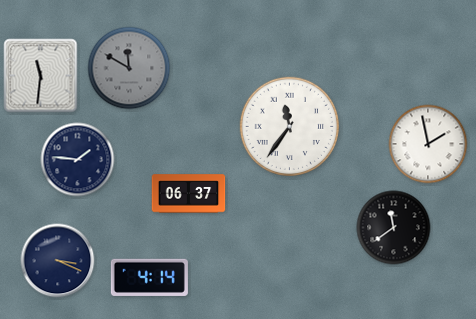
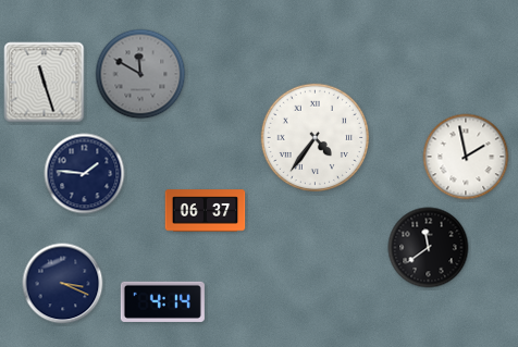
clock at (41, 76): 11:31 -> 11:27
clock at (289, 126): 11:36 -> 4:36
